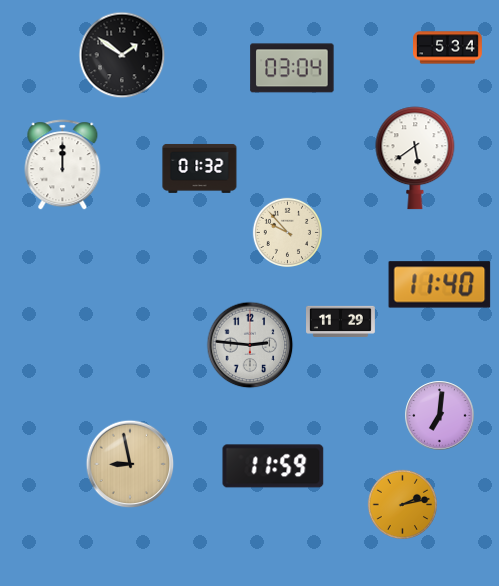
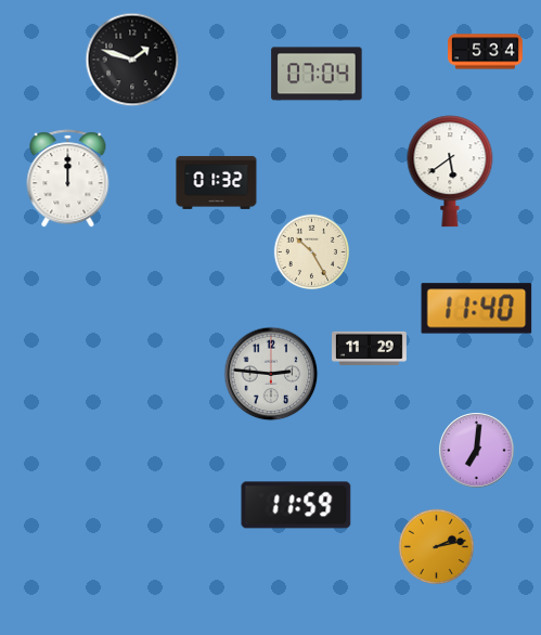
clock at (122, 55): 1:51 -> 1:48
clock at (292, 68): 03:04 -> 07:04
clock at (287, 232): 9:53 -> 10:25
clock at (130, 464): 8:58 -> none
